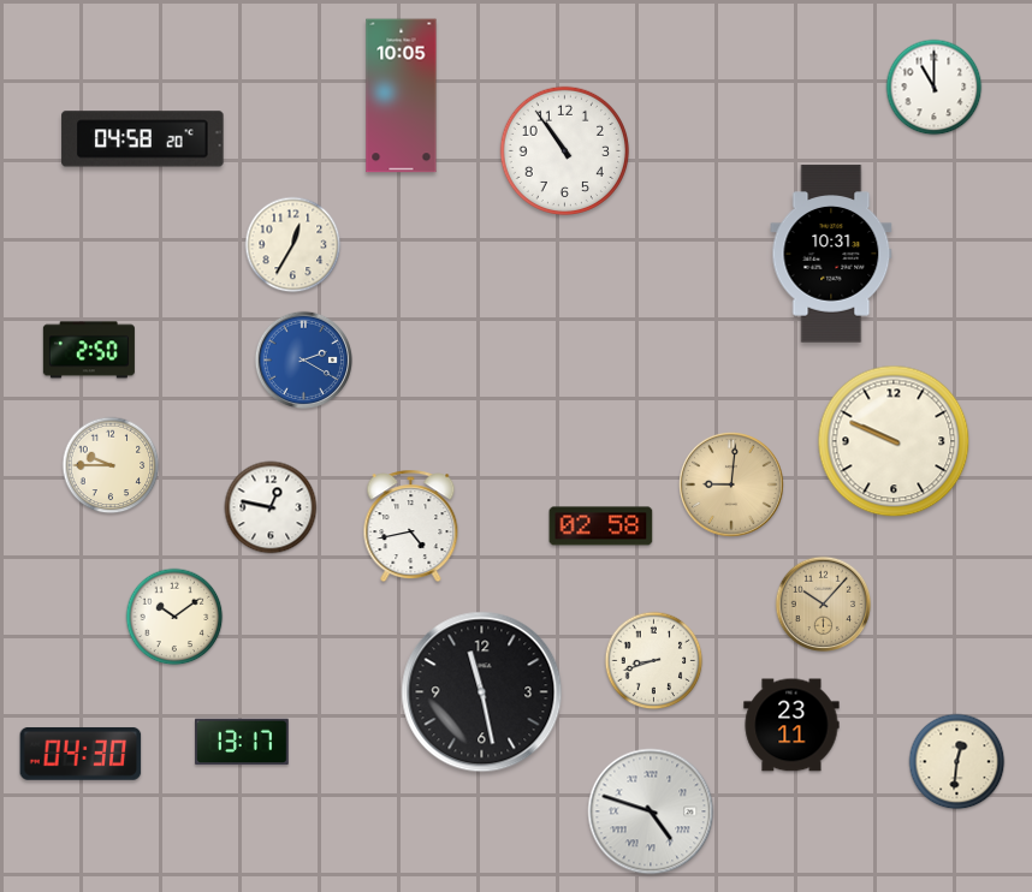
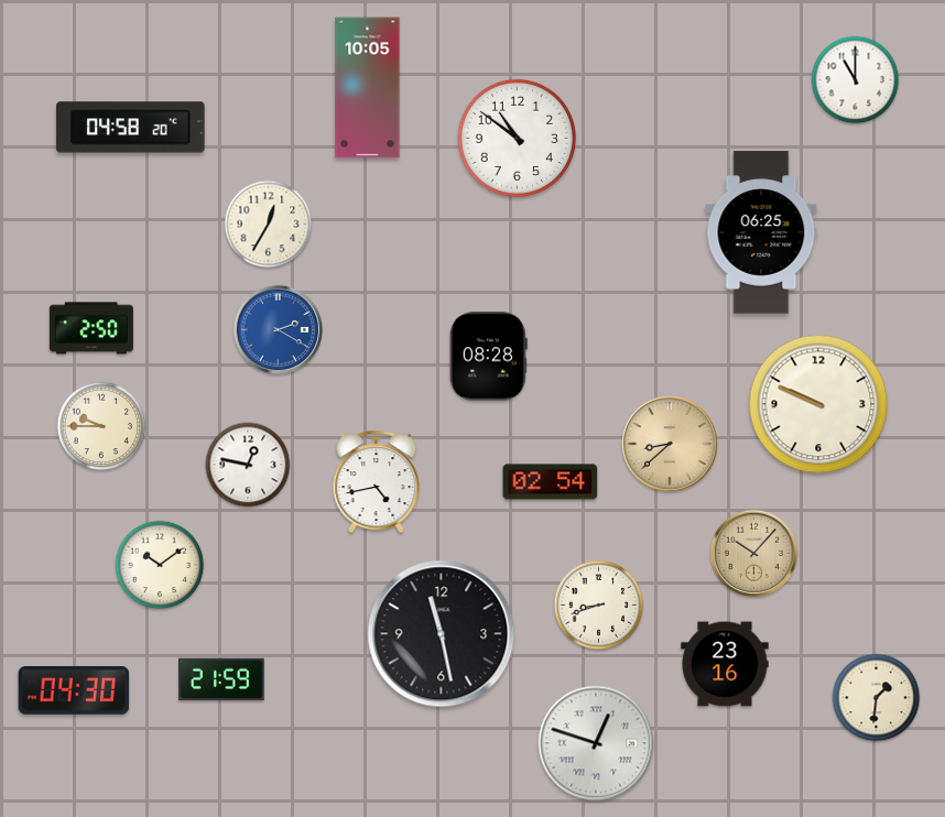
clock at (564, 150): 10:54 -> 10:51
clock at (831, 254): 10:31 -> 06:25
clock at (89, 350) position: (89, 350) -> (91, 328)
clock at (488, 357): none -> 08:28
clock at (733, 486): 9:01 -> 8:38
clock at (601, 527): 02:58 -> 02:54
clock at (791, 725): 23:11 -> 23:16
clock at (242, 742): 13:17 -> 21:59
clock at (957, 762): 12:31 -> 1:31
clock at (651, 811): 4:48 -> 12:48
